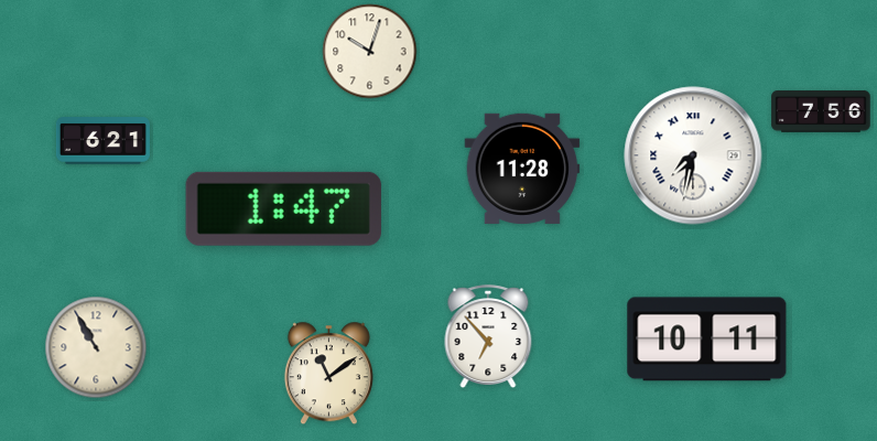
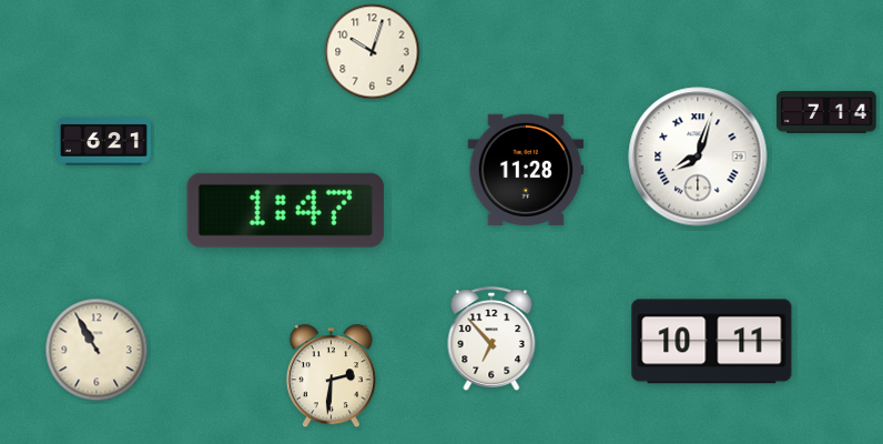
clock at (821, 111): 7:56 -> 7:14
clock at (693, 155): 7:32 -> 8:03
clock at (328, 374): 11:09 -> 2:31
